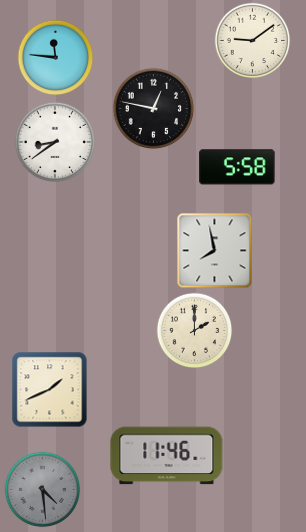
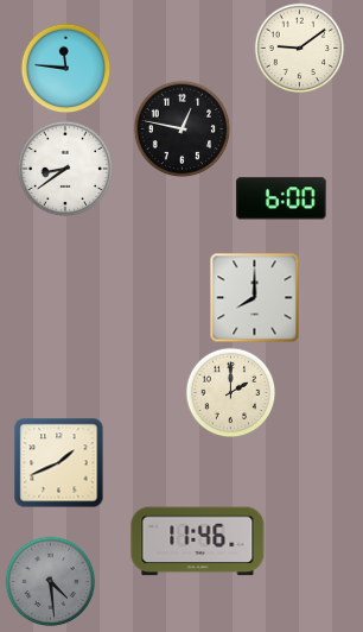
clock at (237, 167): 5:58 -> 6:00
clock at (215, 251): 7:58 -> 8:00
